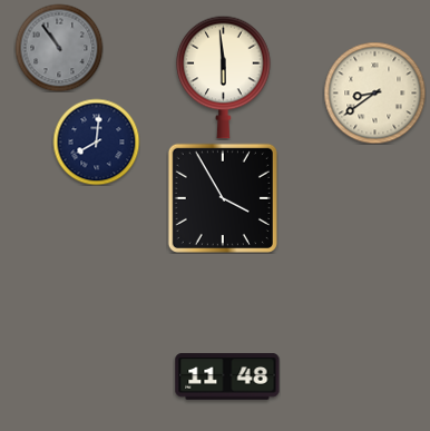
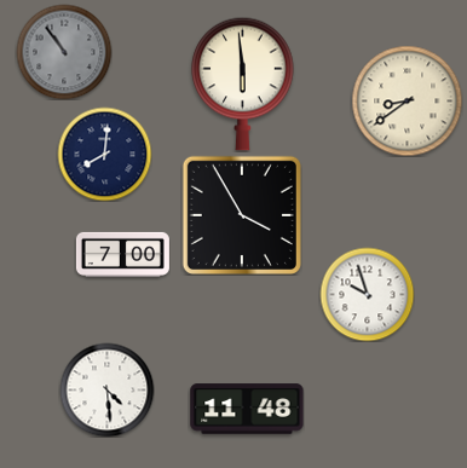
clock at (122, 254): none -> 7:00
clock at (367, 294): none -> 9:57
clock at (106, 389): none -> 4:29
